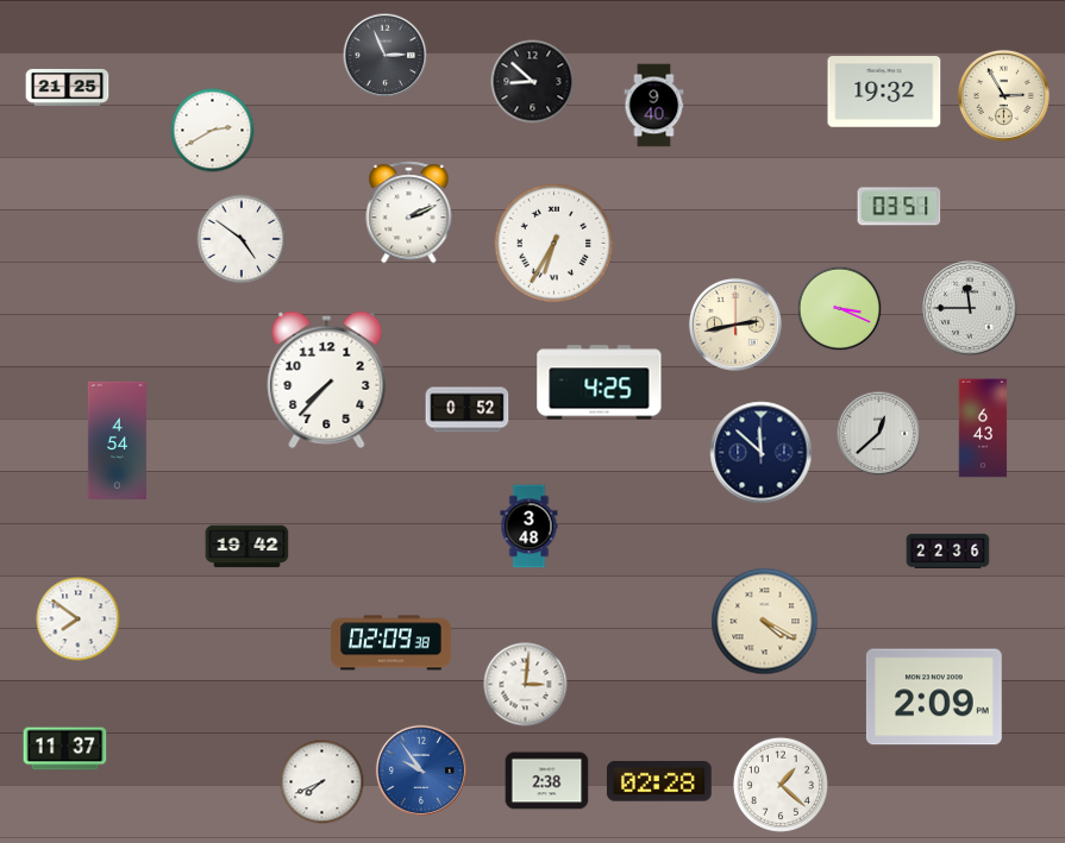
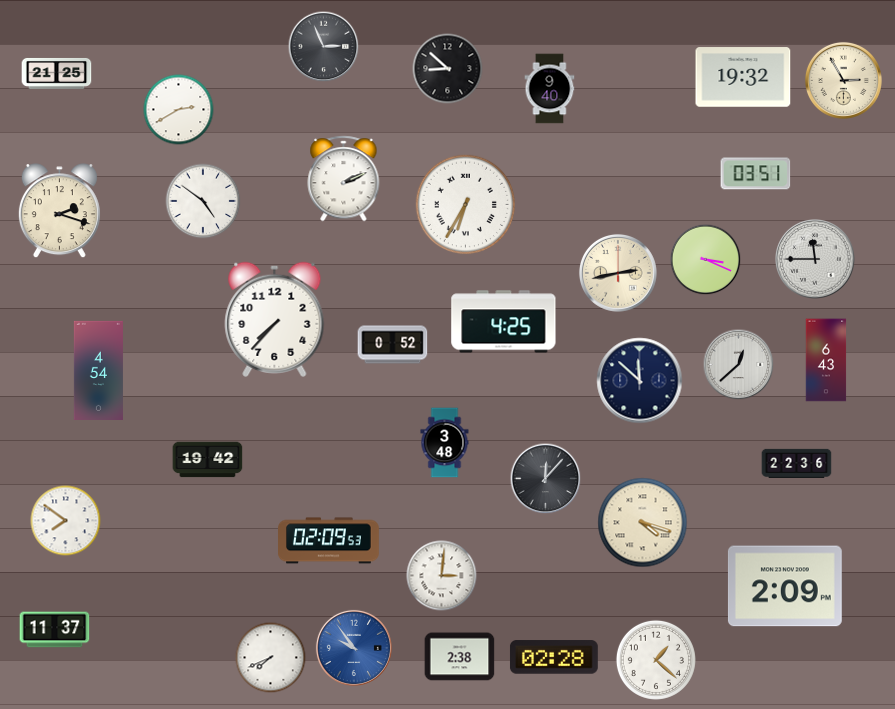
clock at (59, 211): none -> 2:18
clock at (546, 479): none -> 12:07
clock at (765, 622): 4:20 -> 4:18
clock at (391, 643): 02:09:38 -> 02:09:53
